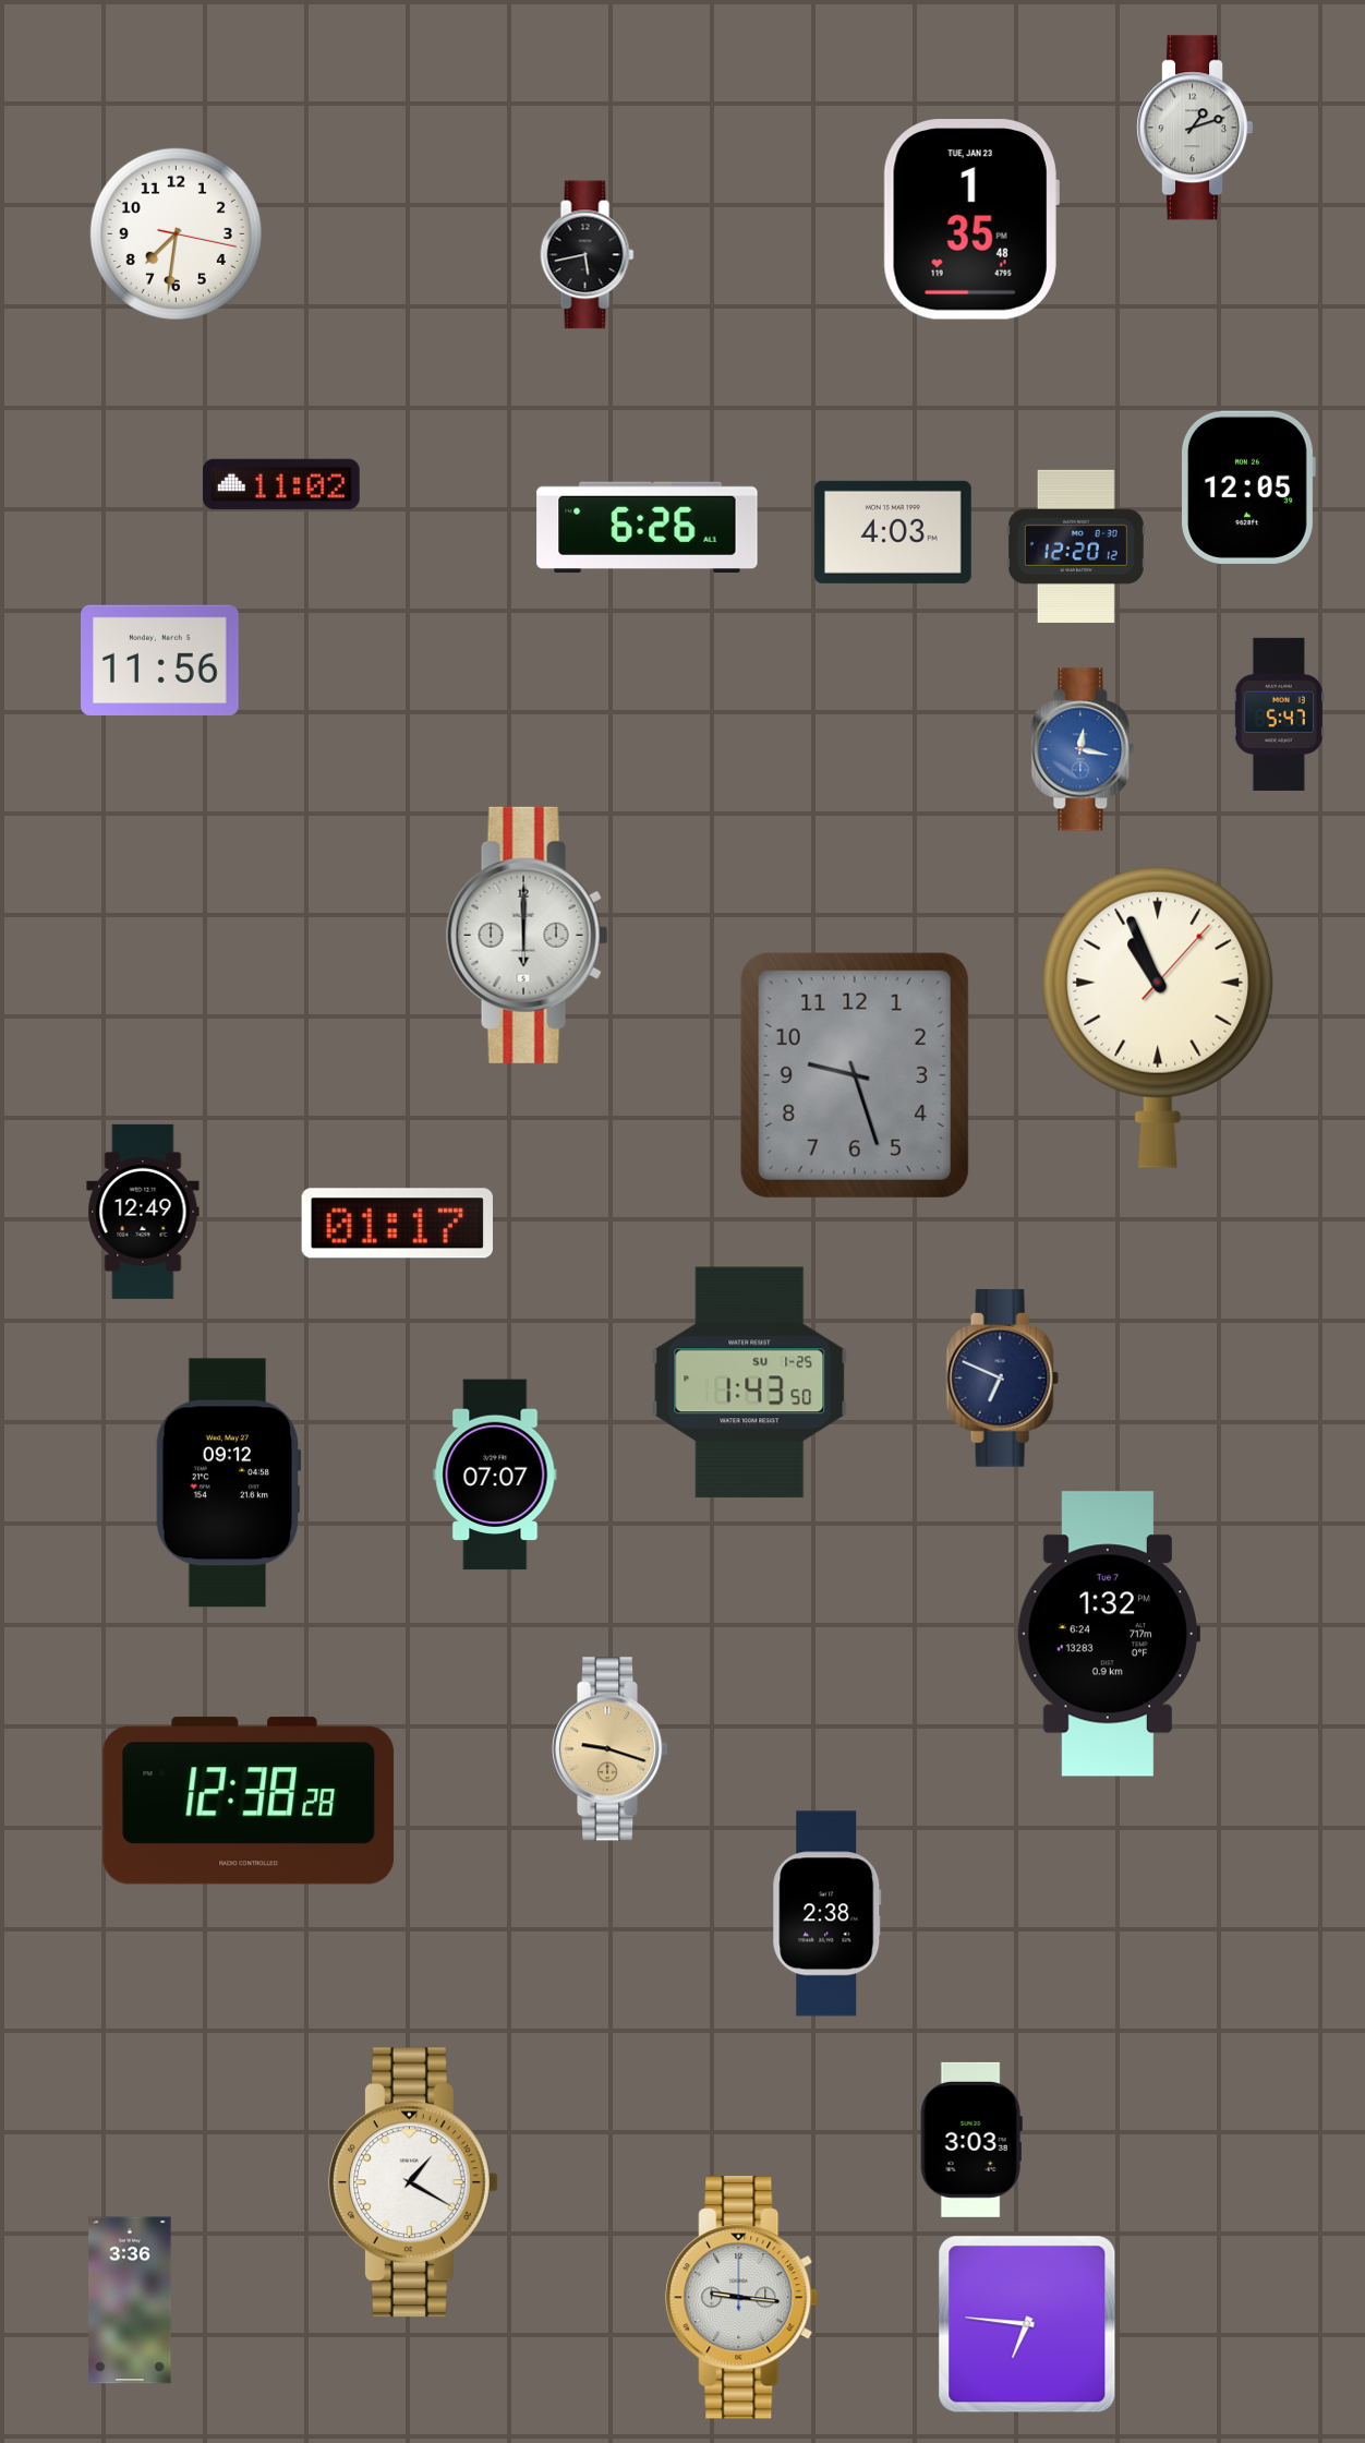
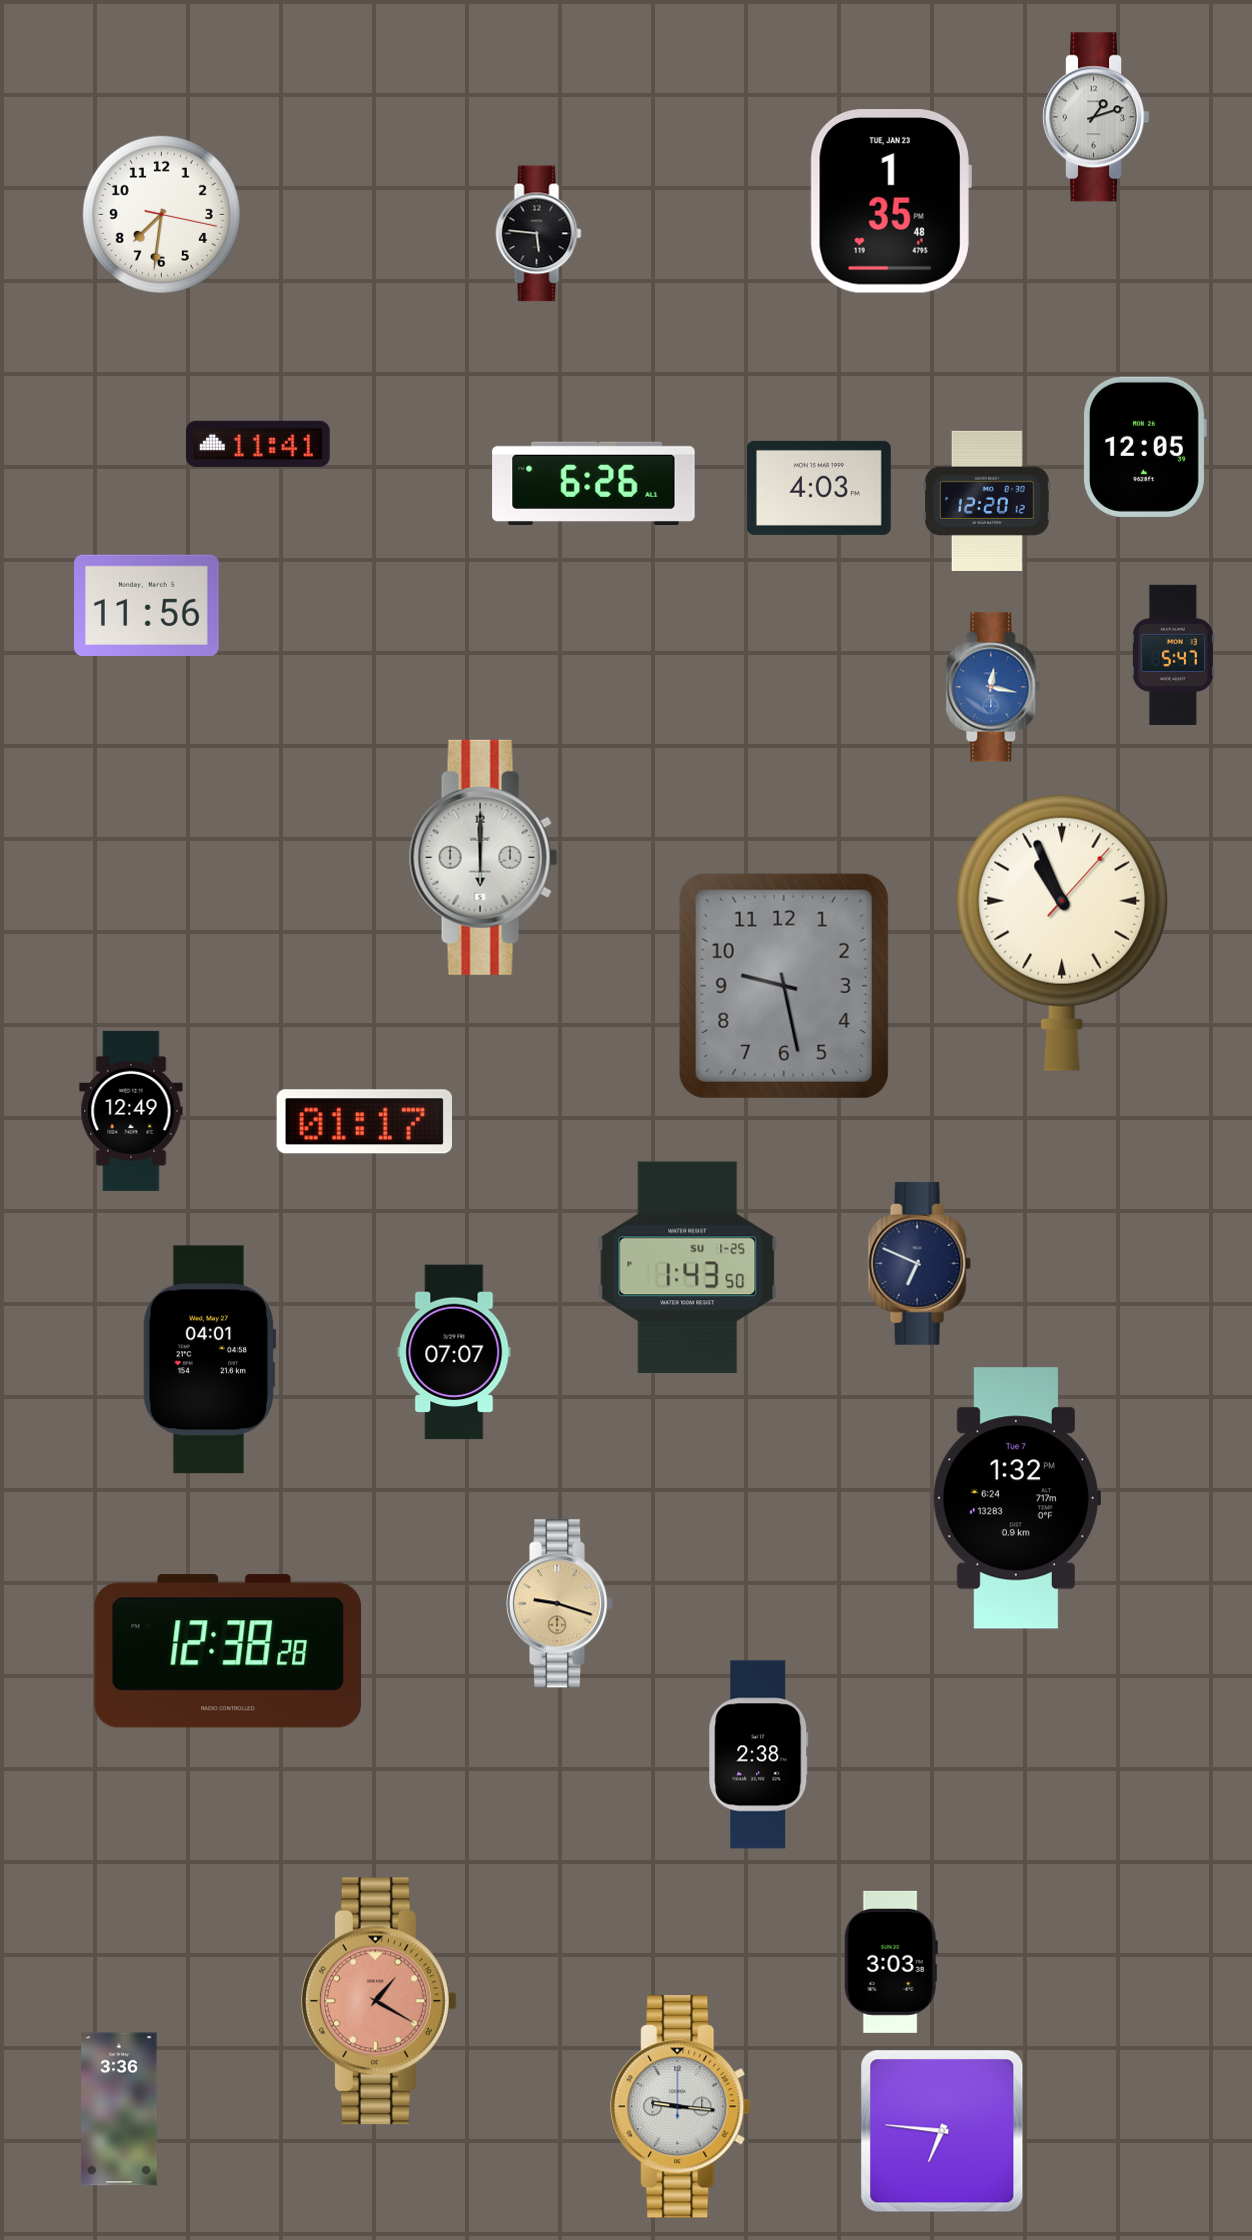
clock at (588, 255): 5:43 -> 5:46
clock at (281, 484): 11:02 -> 11:41
clock at (855, 1075): 9:27 -> 9:28
clock at (228, 1483): 09:12 -> 04:01
clock at (413, 2182) dial: white -> salmon
